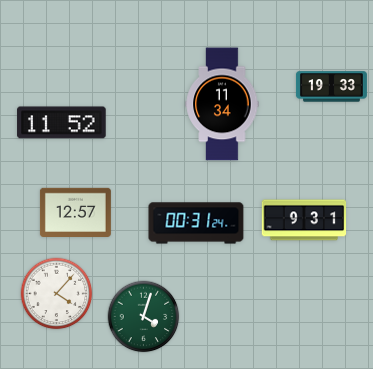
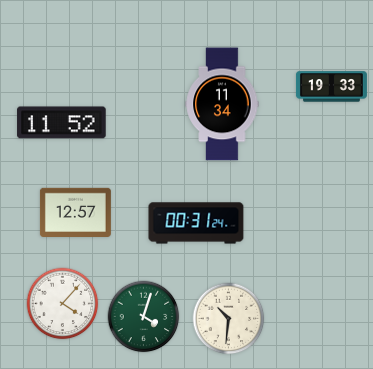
clock at (304, 220): 9:31 -> none
clock at (57, 294) position: (57, 294) -> (63, 304)
clock at (229, 319): none -> 10:31
